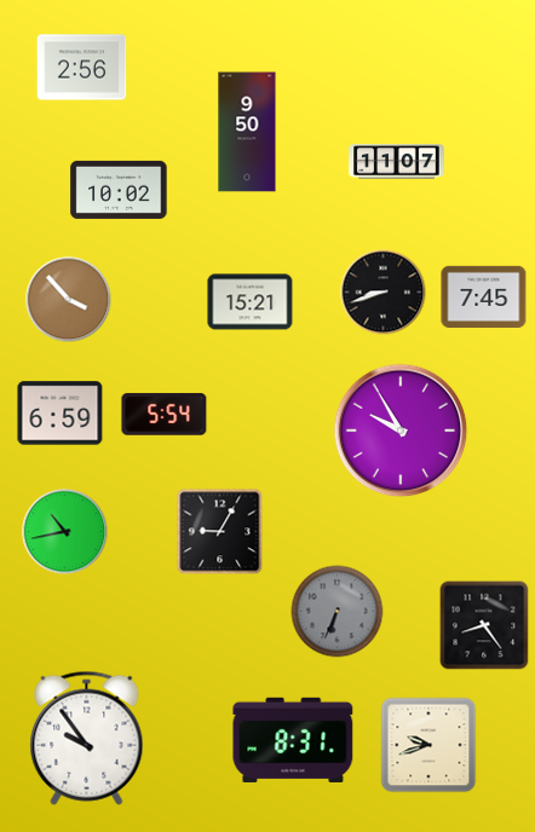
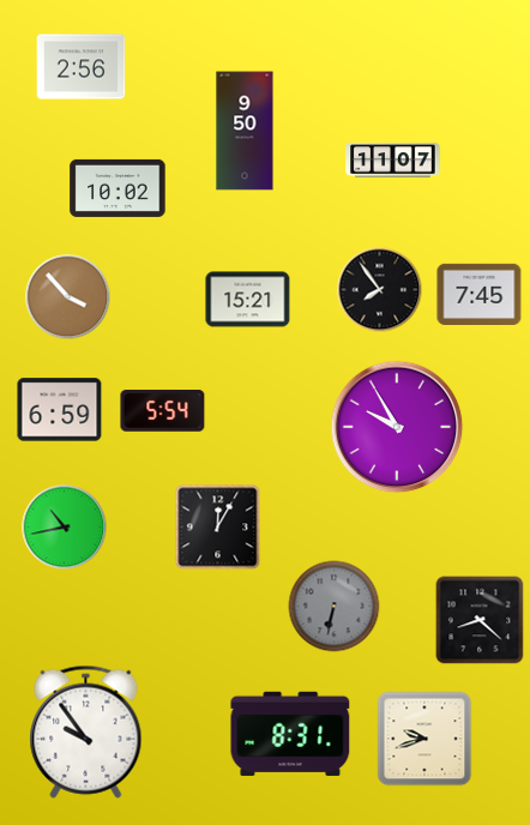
clock at (384, 293): 8:42 -> 7:54
clock at (220, 532): 9:05 -> 12:05
clock at (338, 612): 6:34 -> 6:32
clock at (484, 625): 8:24 -> 8:22
